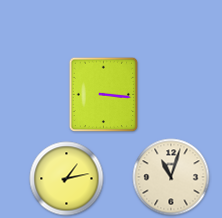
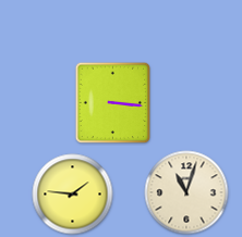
clock at (67, 179): 1:13 -> 1:46
